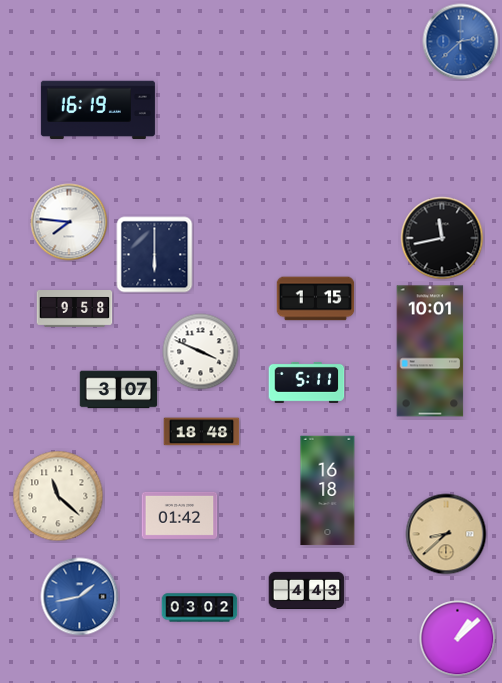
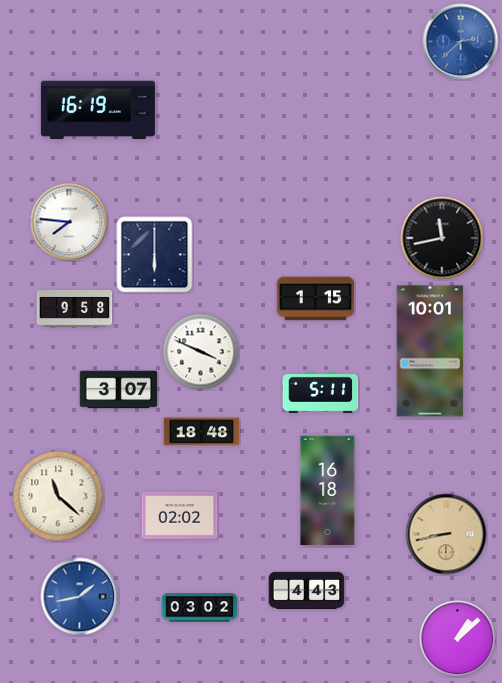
clock at (307, 382) position: (307, 382) -> (321, 392)
clock at (180, 515): 01:42 -> 02:02
clock at (446, 534): 8:38 -> 8:43
